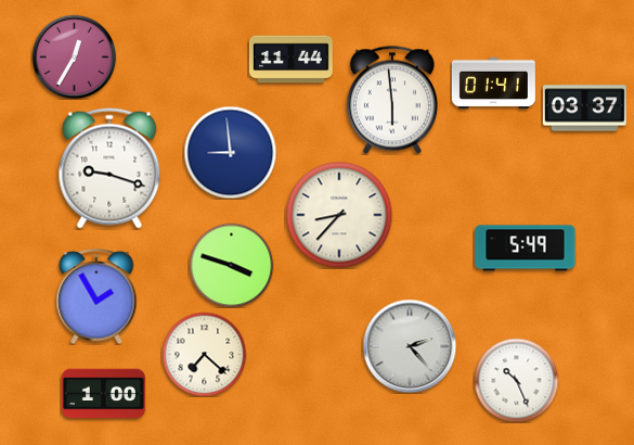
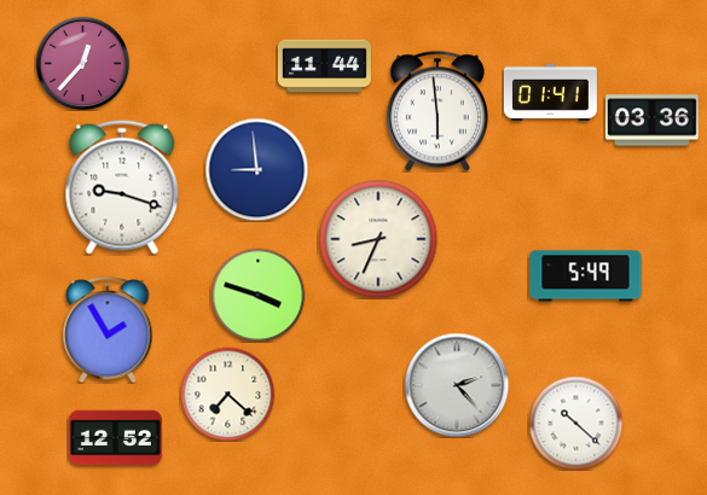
clock at (74, 56): 12:35 -> 12:37
clock at (584, 109): 03:37 -> 03:36
clock at (339, 215): 8:37 -> 8:34
clock at (516, 380): 10:26 -> 10:22
clock at (103, 394): 1:00 -> 12:52
